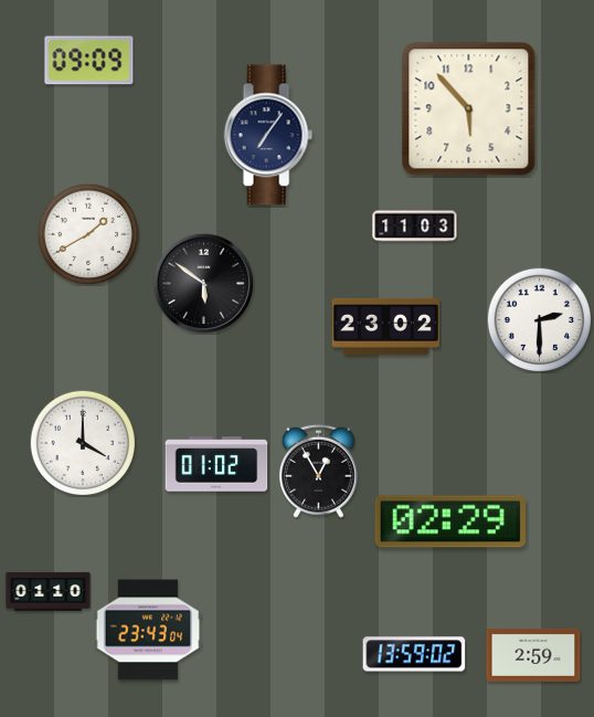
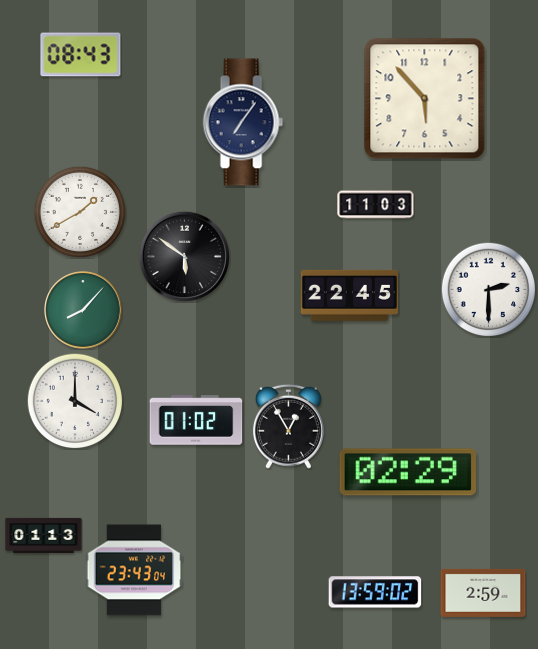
clock at (89, 61): 09:09 -> 08:43
clock at (385, 326): 23:02 -> 22:45
clock at (83, 310): none -> 8:07
clock at (49, 591): 01:10 -> 01:13
